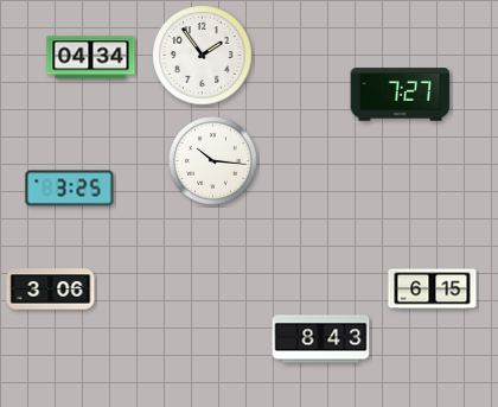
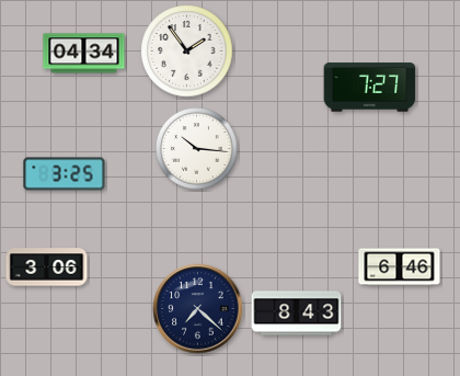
clock at (433, 290): 6:15 -> 6:46
clock at (198, 309): none -> 7:22
